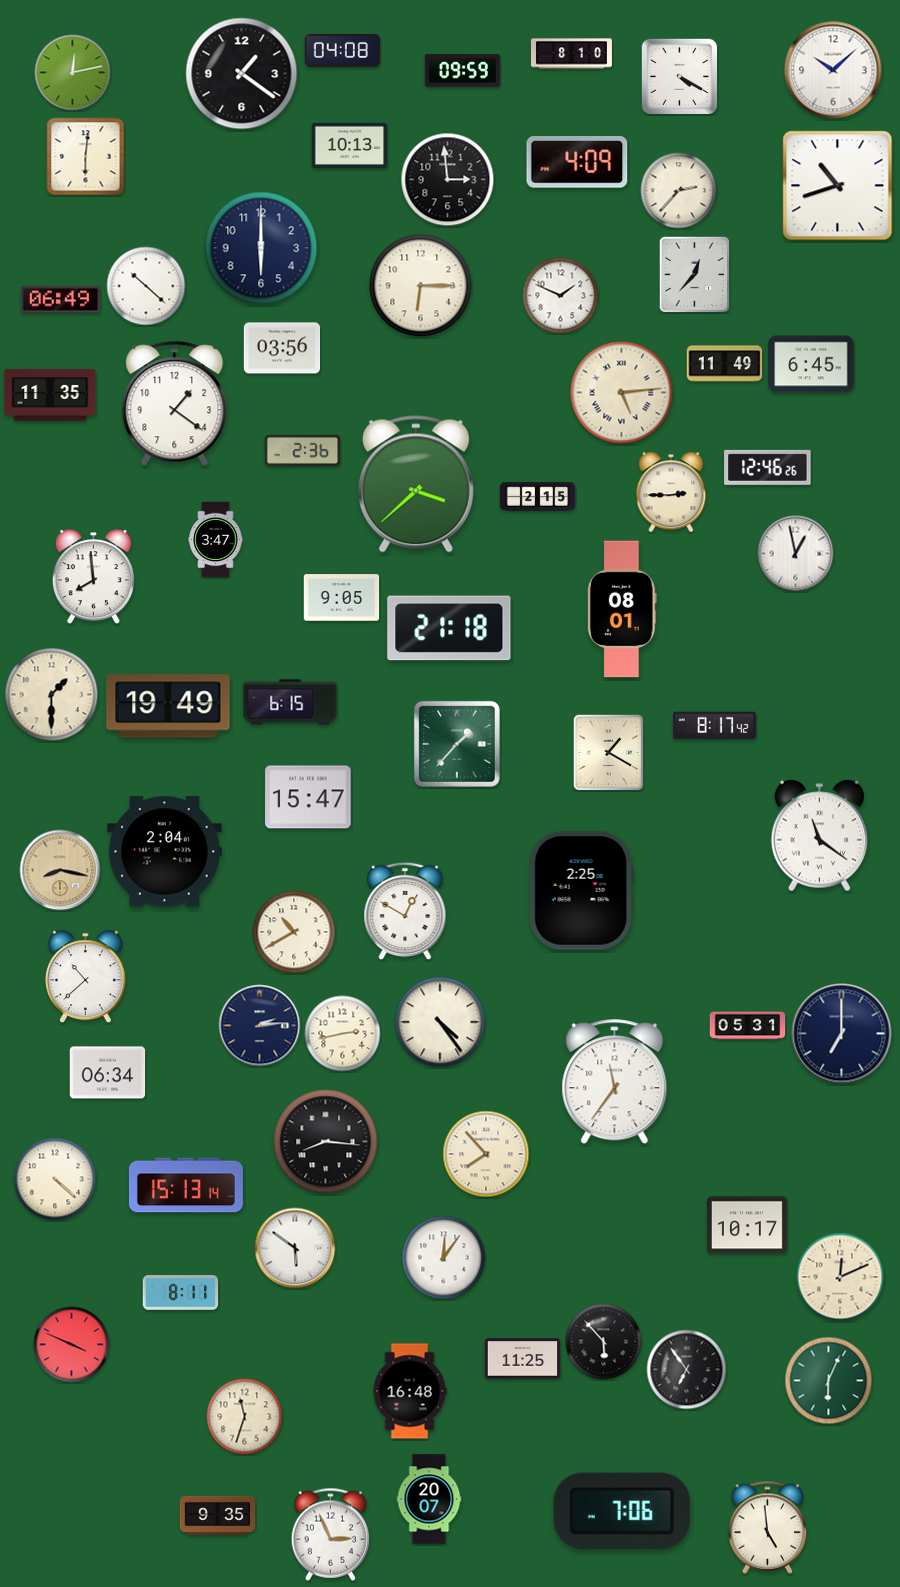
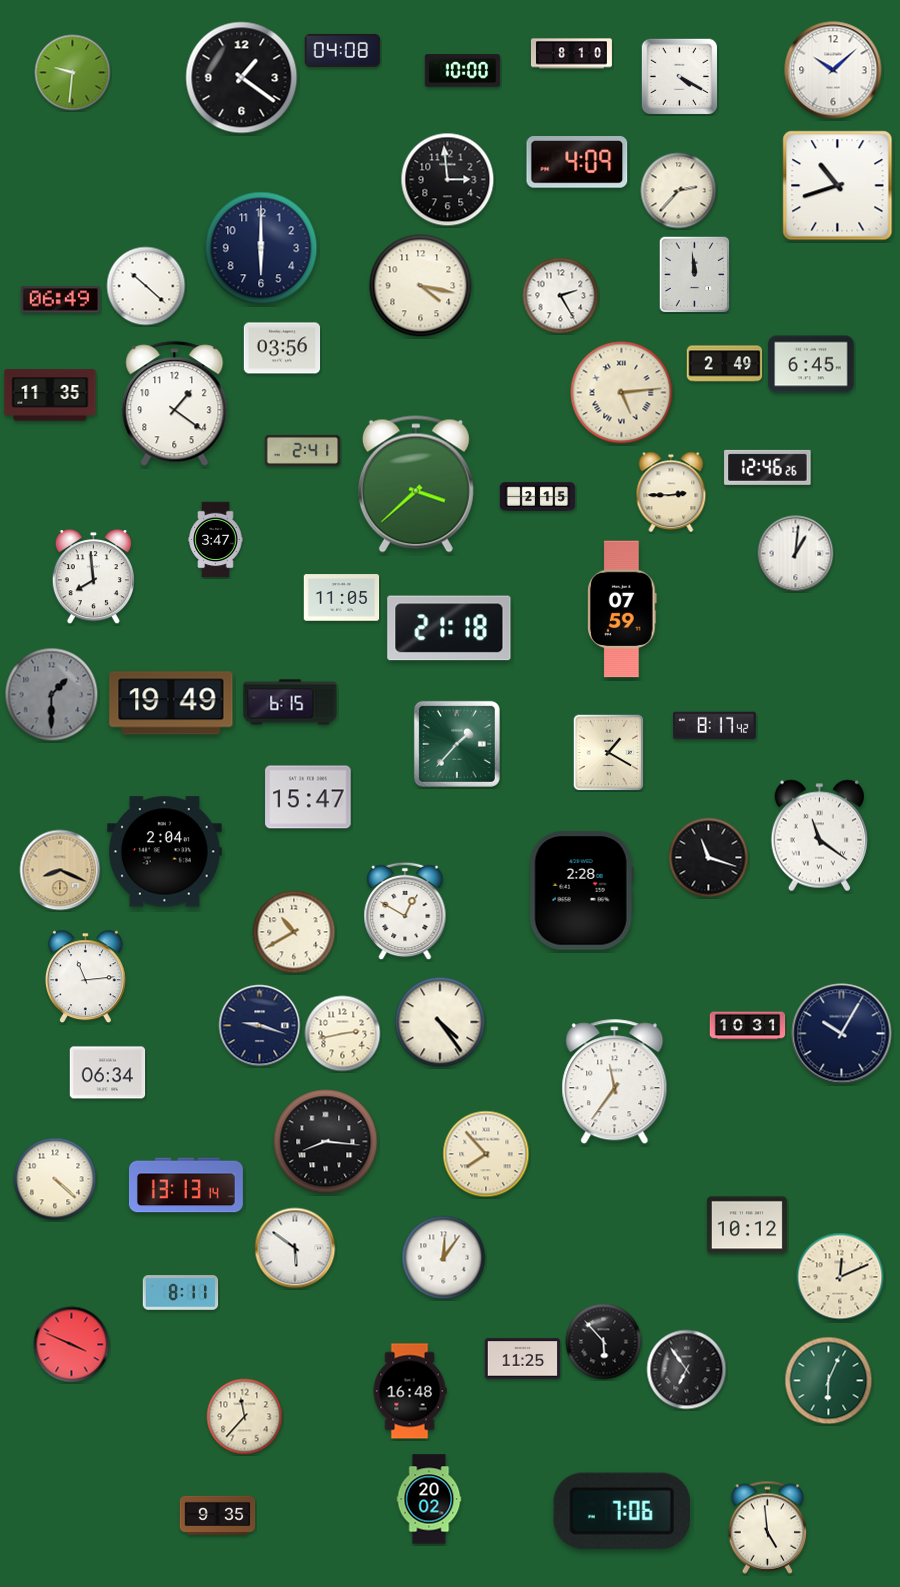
clock at (463, 71): 09:59 -> 10:00
clock at (73, 73): 12:13 -> 9:31
clock at (242, 74) position: (242, 74) -> (242, 78)
clock at (350, 145): 10:13 -> none
clock at (86, 157): 6:01 -> none
clock at (695, 275): 12:37 -> 11:59
clock at (421, 286): 6:15 -> 4:17
clock at (561, 296): 1:49 -> 2:25
clock at (725, 364): 11:49 -> 2:49
clock at (303, 450): 2:36 -> 2:41
clock at (796, 554): 12:58 -> 1:01
clock at (342, 598): 9:05 -> 11:05
clock at (622, 609): 08:01 -> 07:59
clock at (52, 695) dial: cream -> grey
clock at (168, 706) position: (168, 706) -> (171, 703)
clock at (709, 858): none -> 11:18
clock at (60, 870): 8:17 -> 8:19
clock at (581, 891): 2:25 -> 2:28
clock at (85, 977): 10:38 -> 11:14
clock at (260, 1026): 2:14 -> 9:18
clock at (748, 1026): 05:31 -> 10:31
clock at (842, 1034): 7:00 -> 10:05
clock at (186, 1185): 15:13 -> 13:13
clock at (747, 1225): 10:17 -> 10:12
clock at (245, 1417): 11:33 -> 11:37
clock at (429, 1499): 20:07 -> 20:02
clock at (331, 1534): 2:56 -> none
